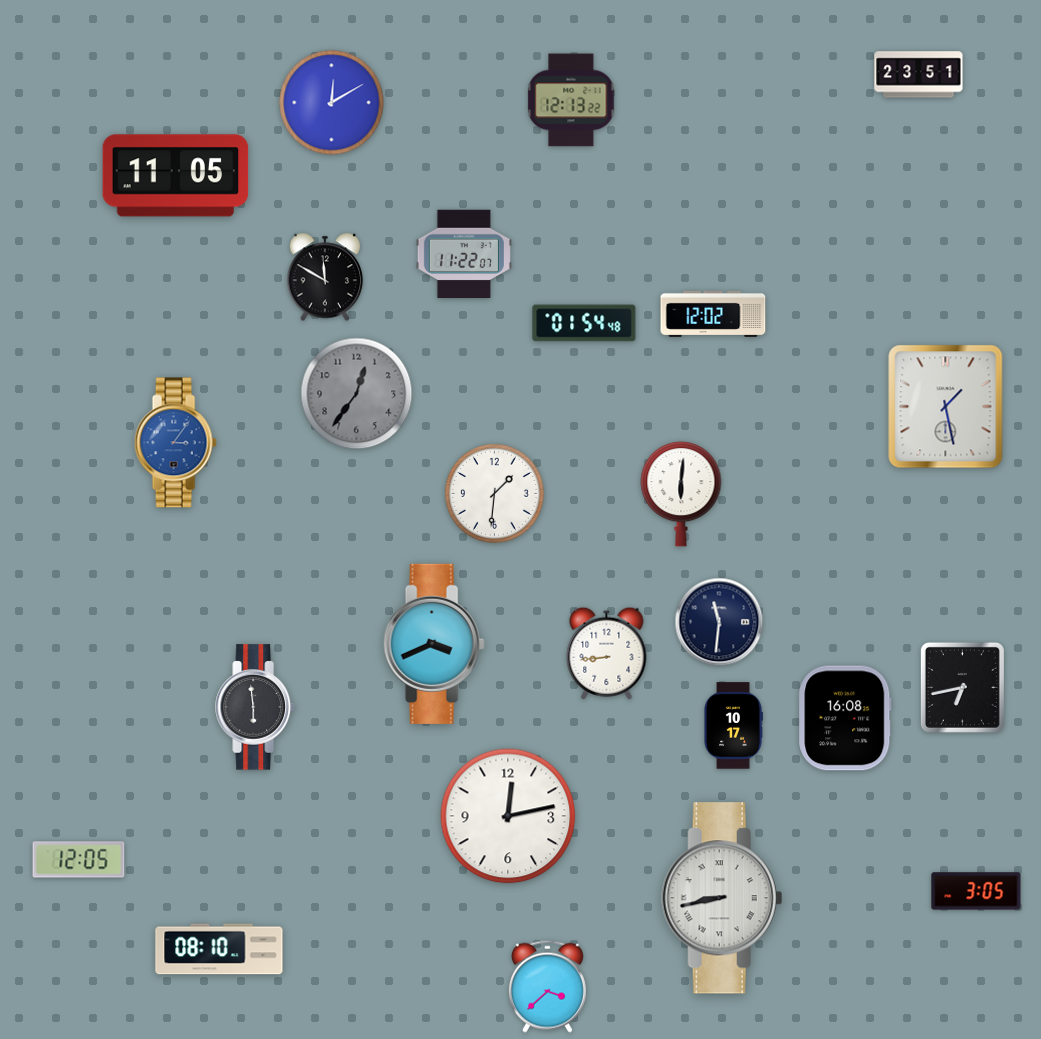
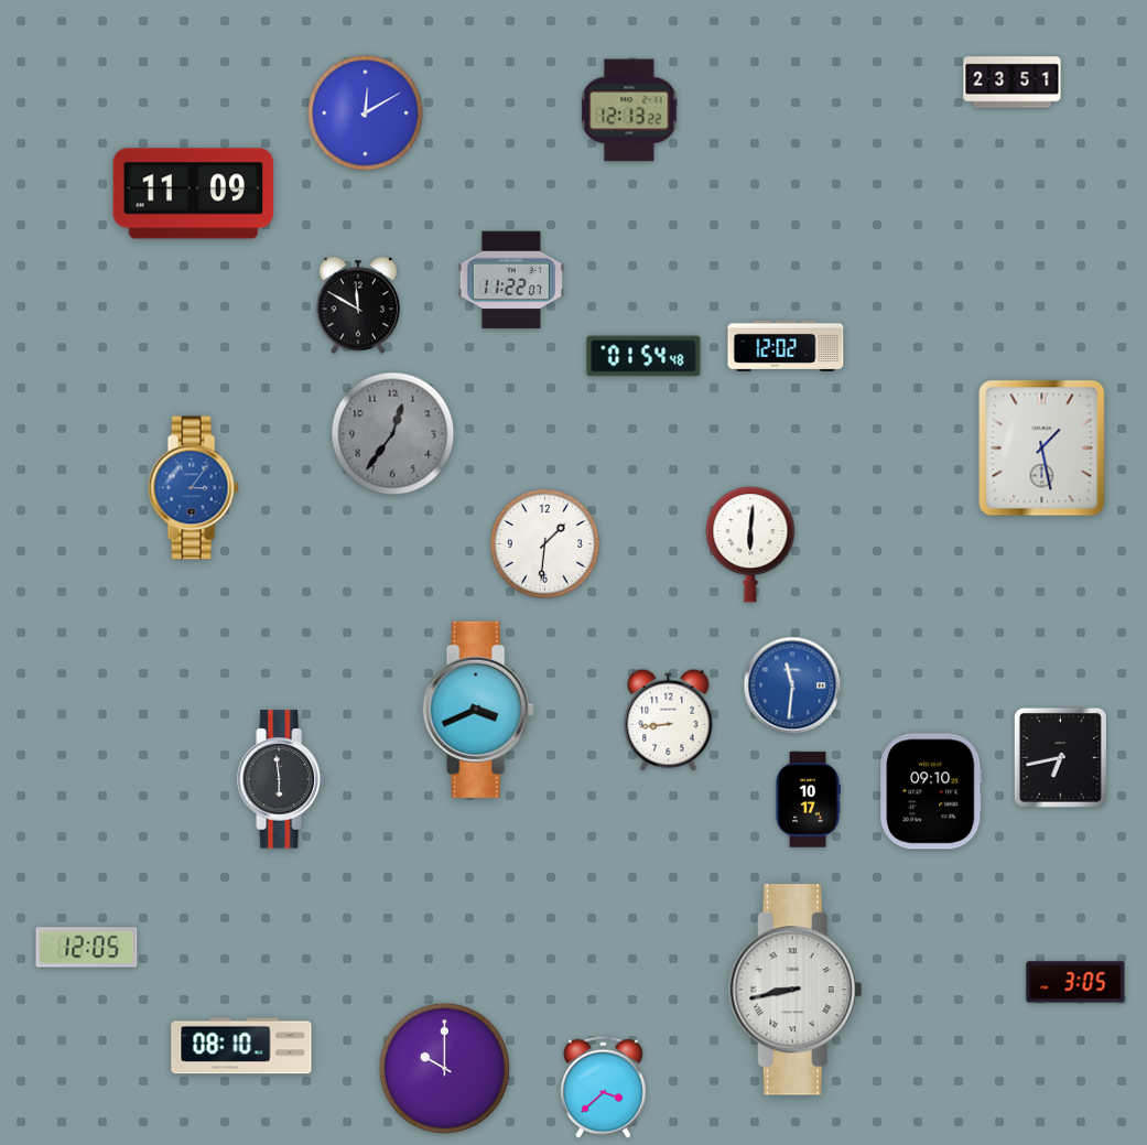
clock at (176, 176): 11:05 -> 11:09
clock at (719, 622) dial: navy -> blue
clock at (845, 718): 16:08 -> 09:10
clock at (508, 816): 12:13 -> none
clock at (444, 1068): none -> 10:00
